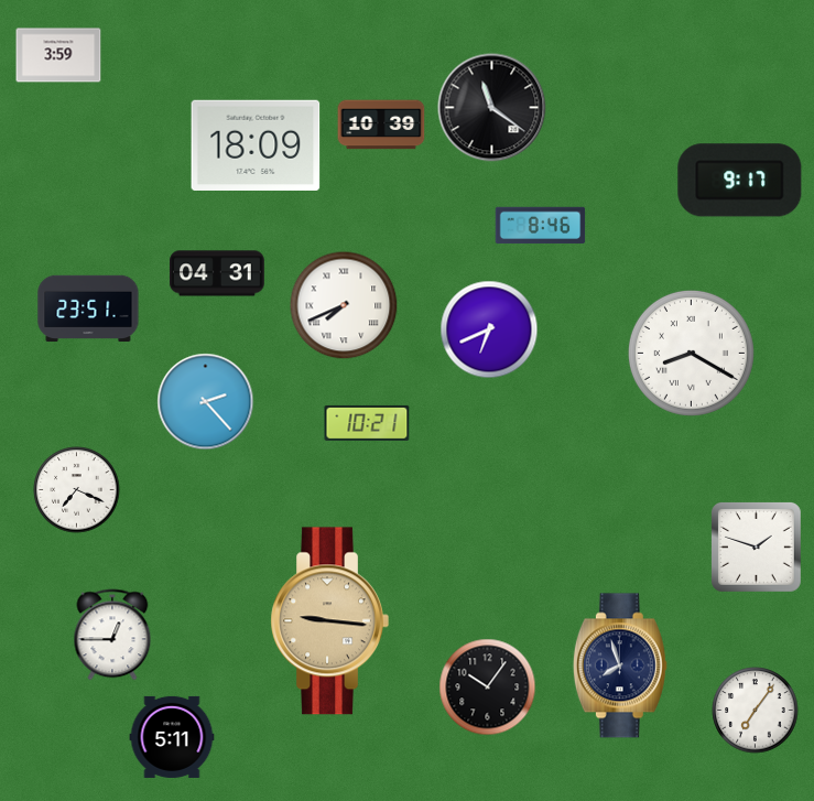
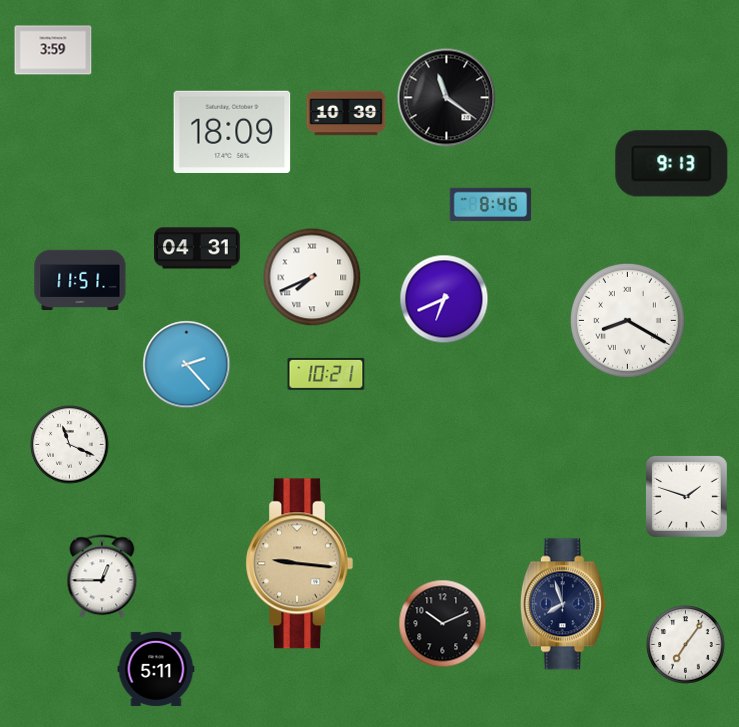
clock at (740, 181): 9:17 -> 9:13
clock at (88, 307): 23:51 -> 11:51
clock at (367, 423) position: (367, 423) -> (326, 374)
clock at (77, 490): 7:19 -> 11:19
clock at (488, 688): 10:06 -> 10:11
